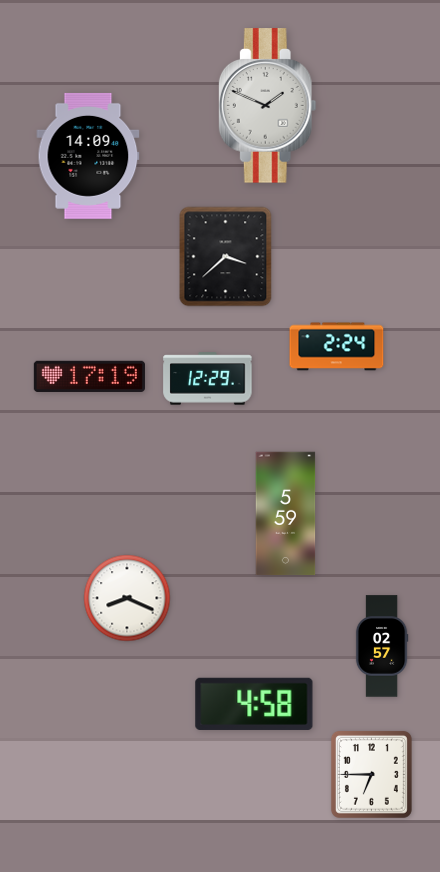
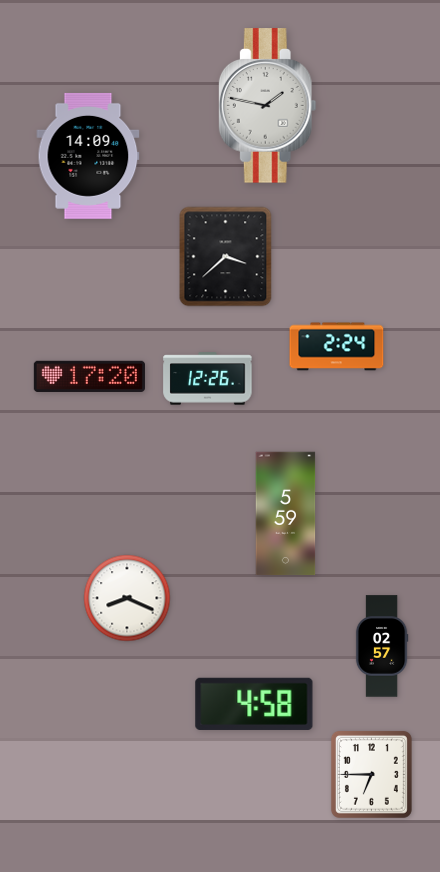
clock at (267, 106): 1:49 -> 1:47
clock at (89, 376): 17:19 -> 17:20
clock at (208, 379): 12:29 -> 12:26
